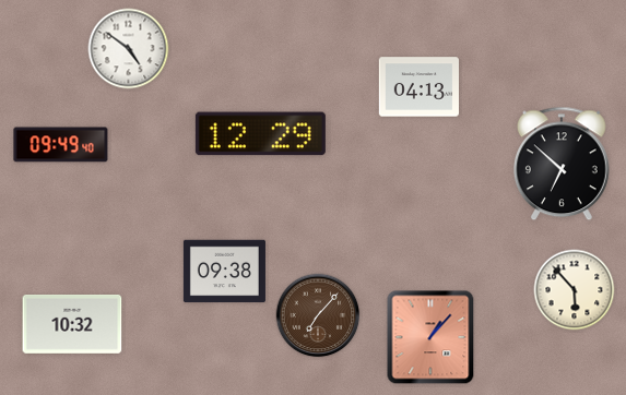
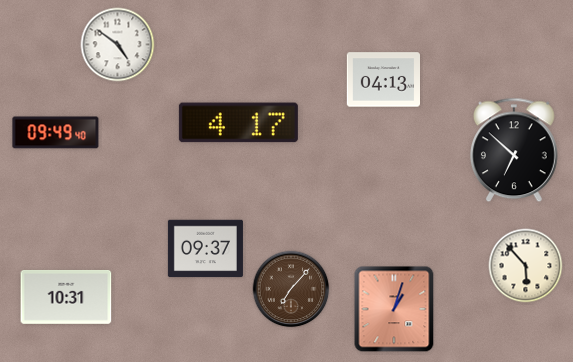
clock at (260, 134): 12:29 -> 4:17
clock at (224, 272): 09:38 -> 09:37
clock at (72, 324): 10:32 -> 10:31
clock at (430, 337): 1:07 -> 1:03
